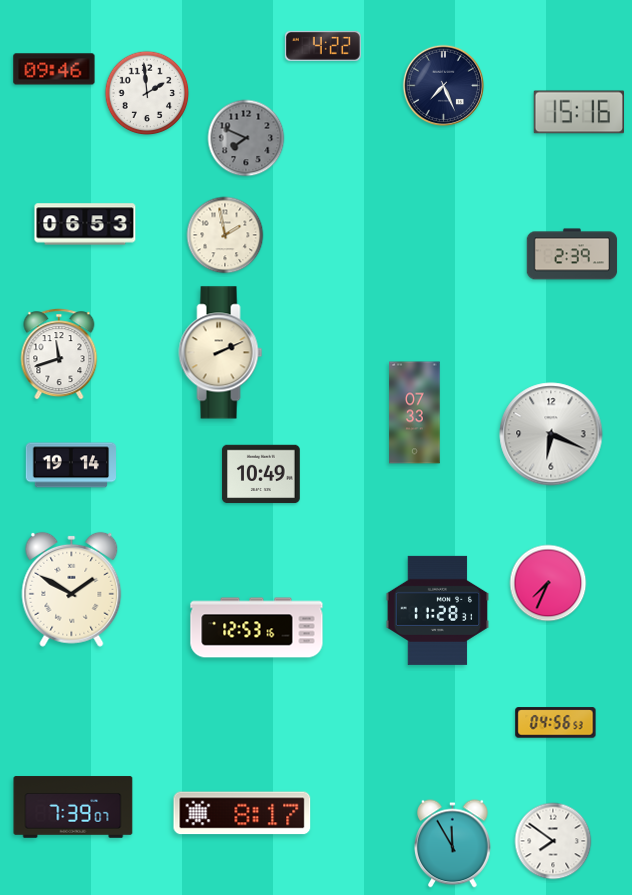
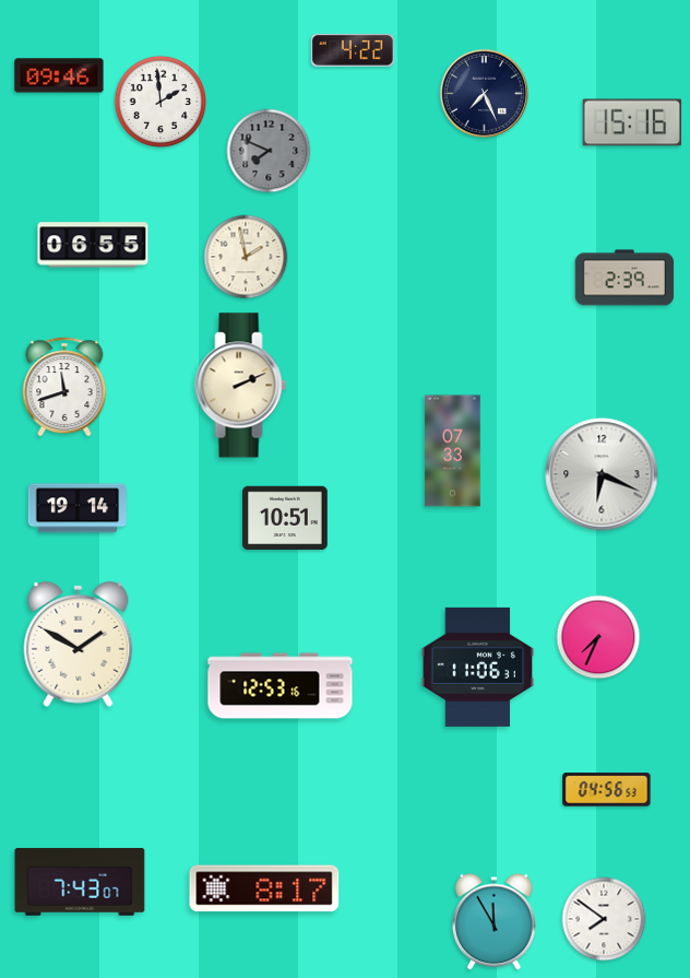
clock at (85, 224): 06:53 -> 06:55
clock at (261, 474): 10:49 -> 10:51
clock at (438, 610): 11:28 -> 11:06
clock at (73, 807): 7:39 -> 7:43
